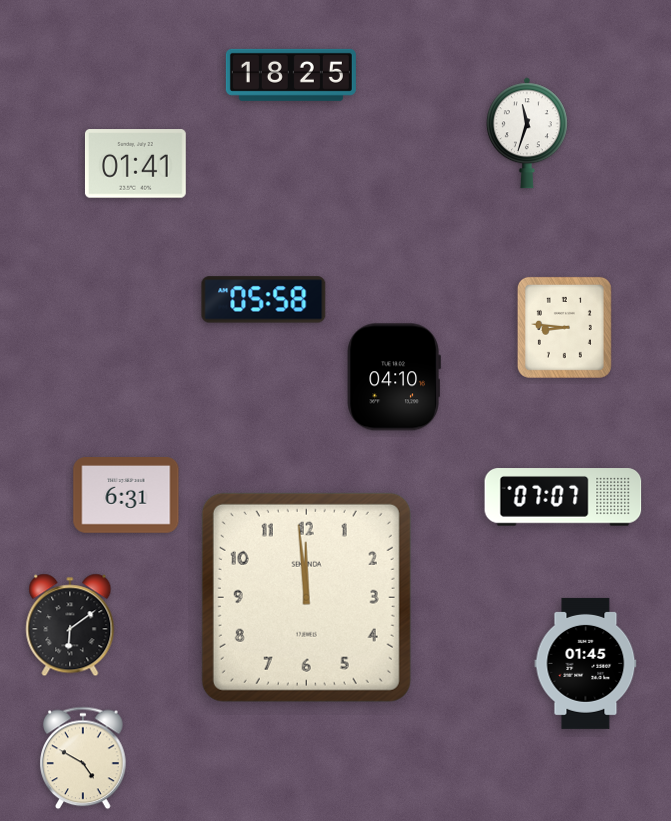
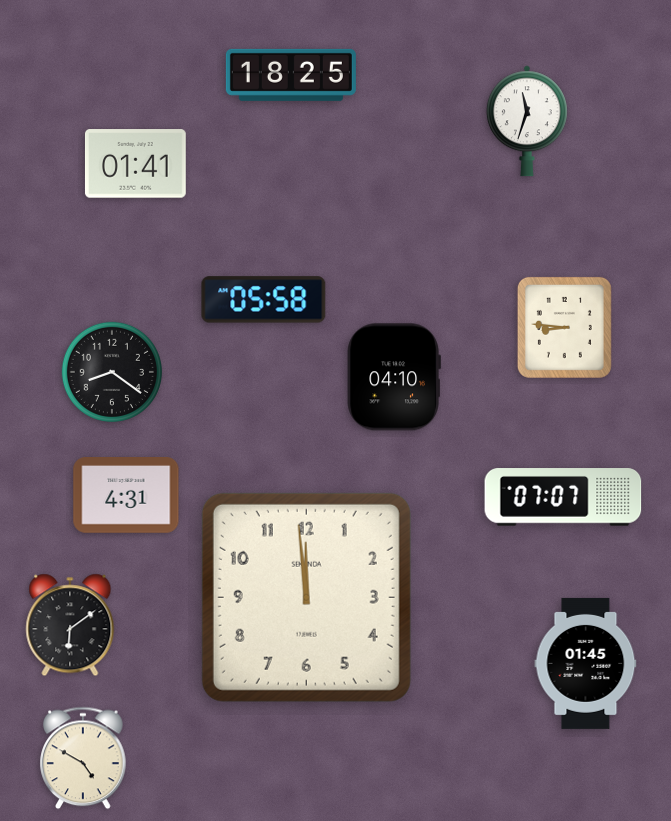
clock at (527, 133) position: (527, 133) -> (527, 121)
clock at (112, 372): none -> 8:21
clock at (126, 496): 6:31 -> 4:31
